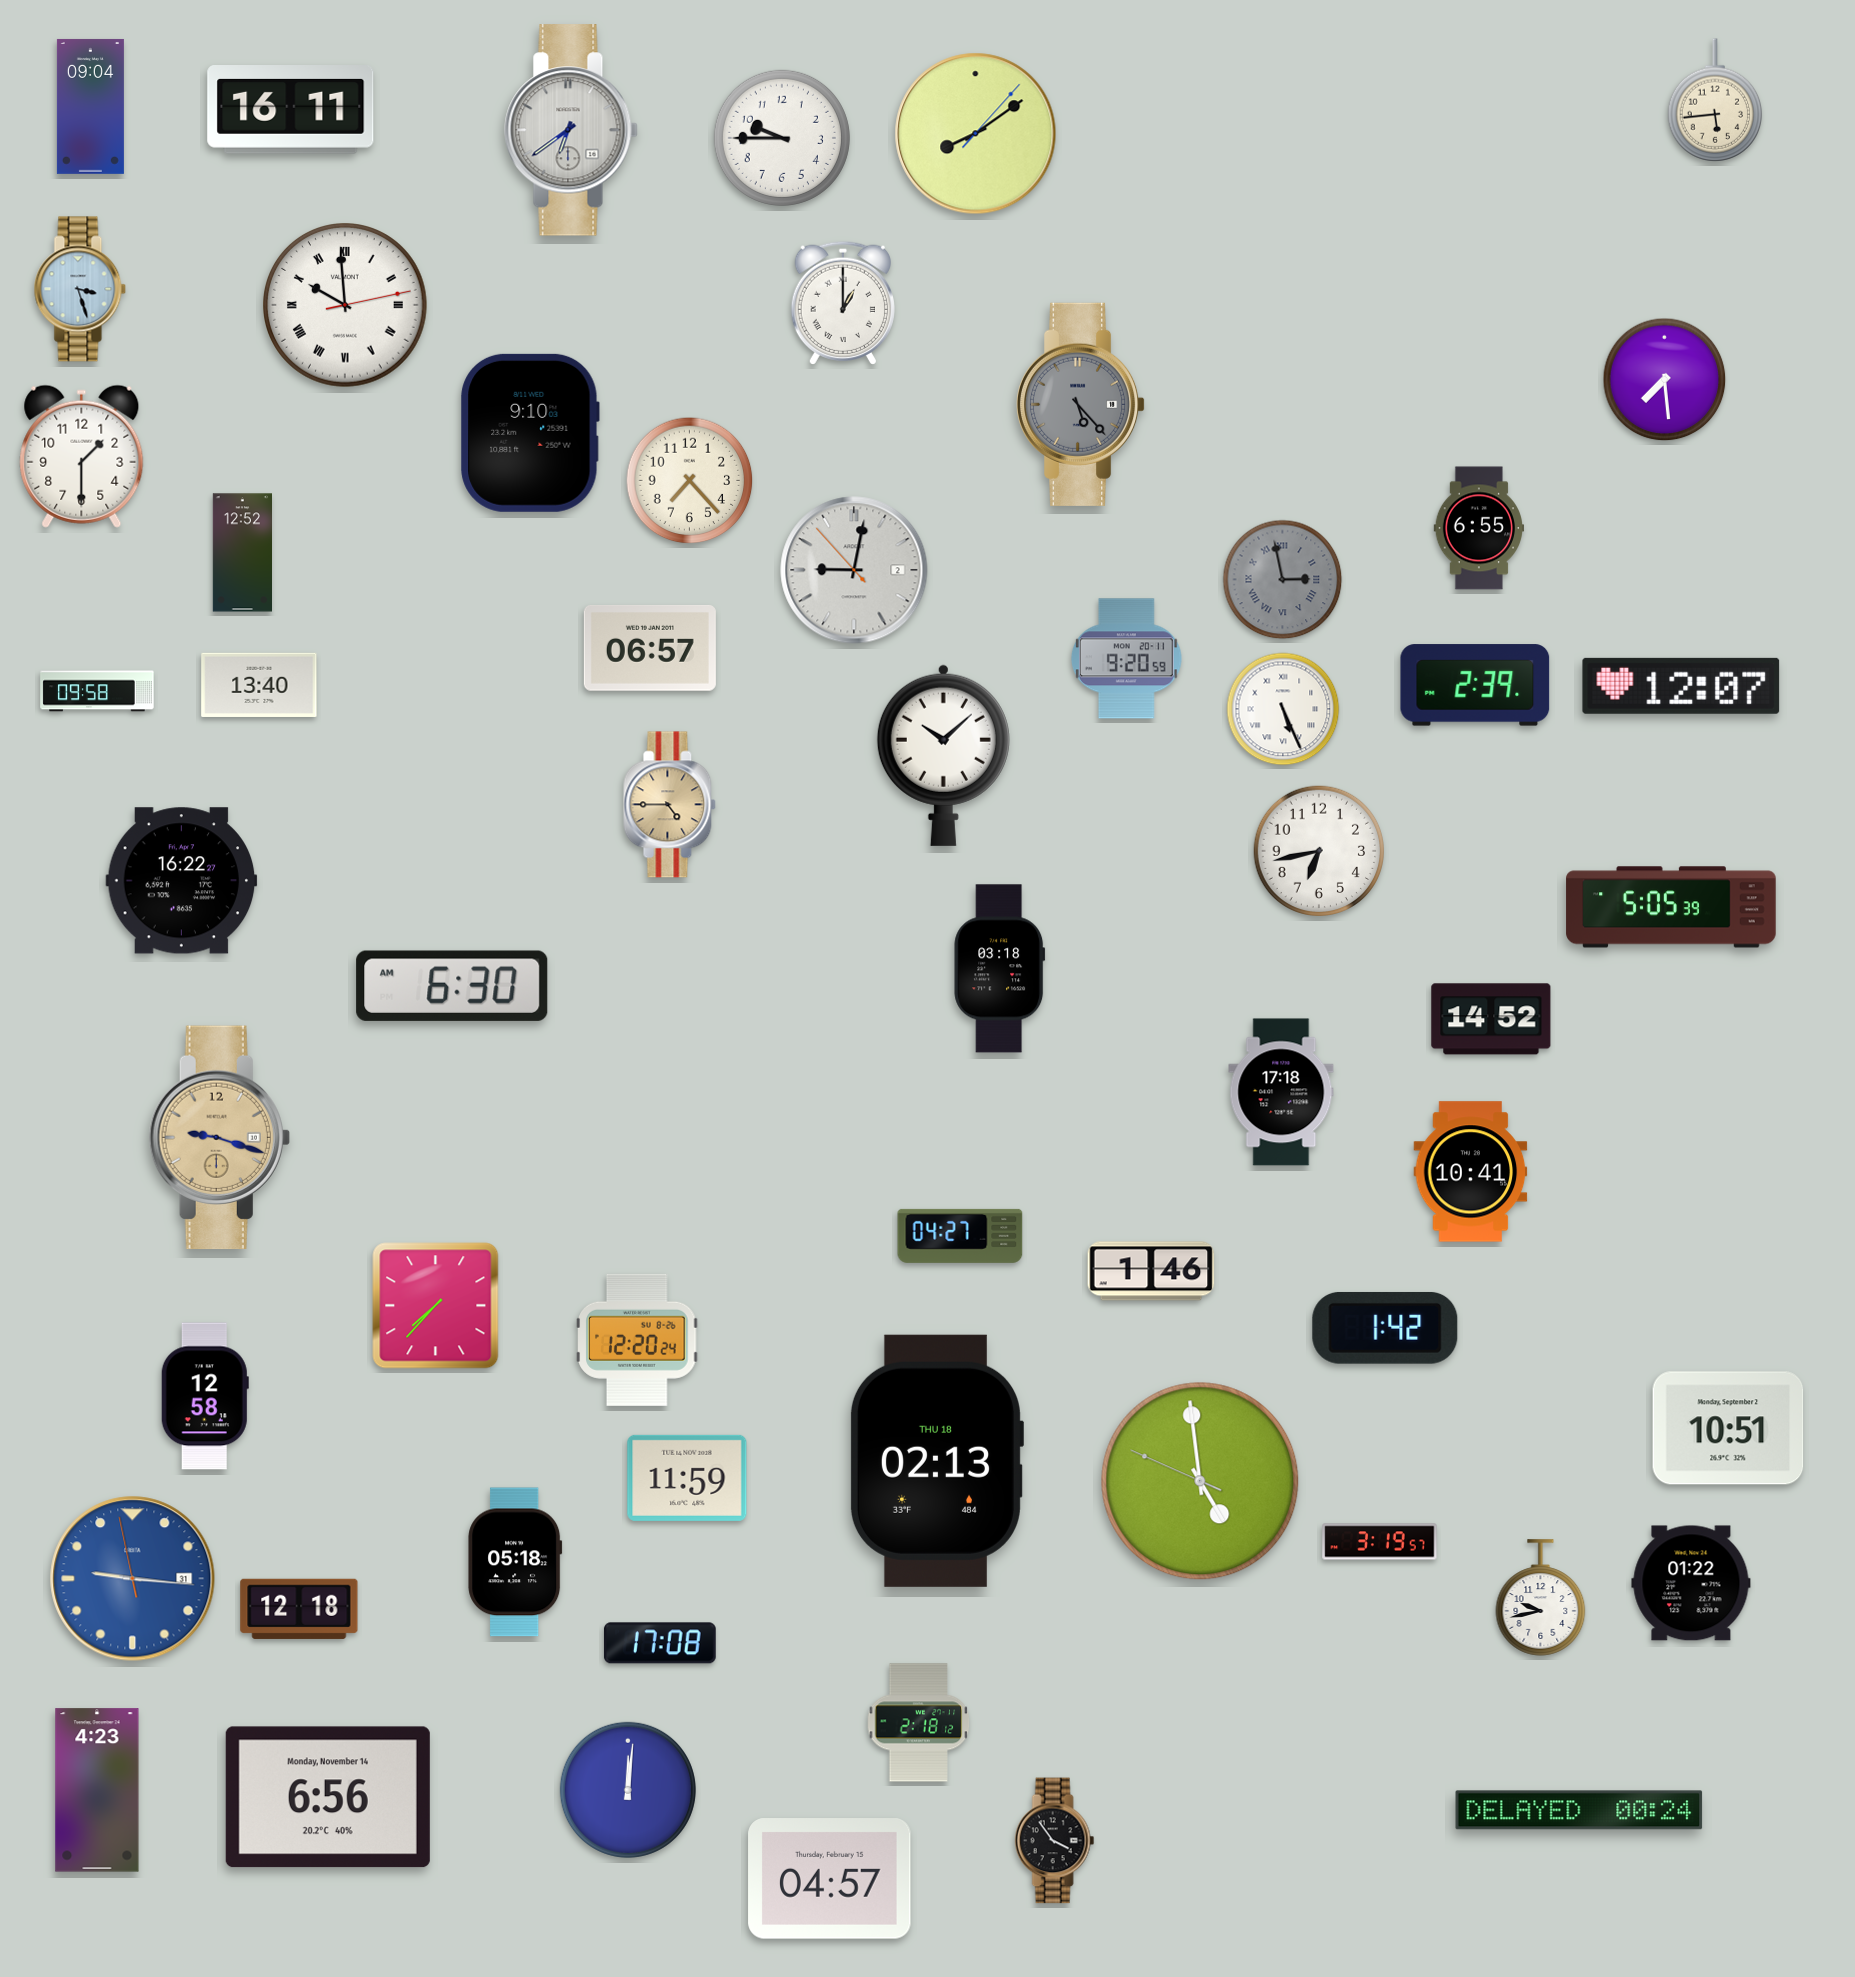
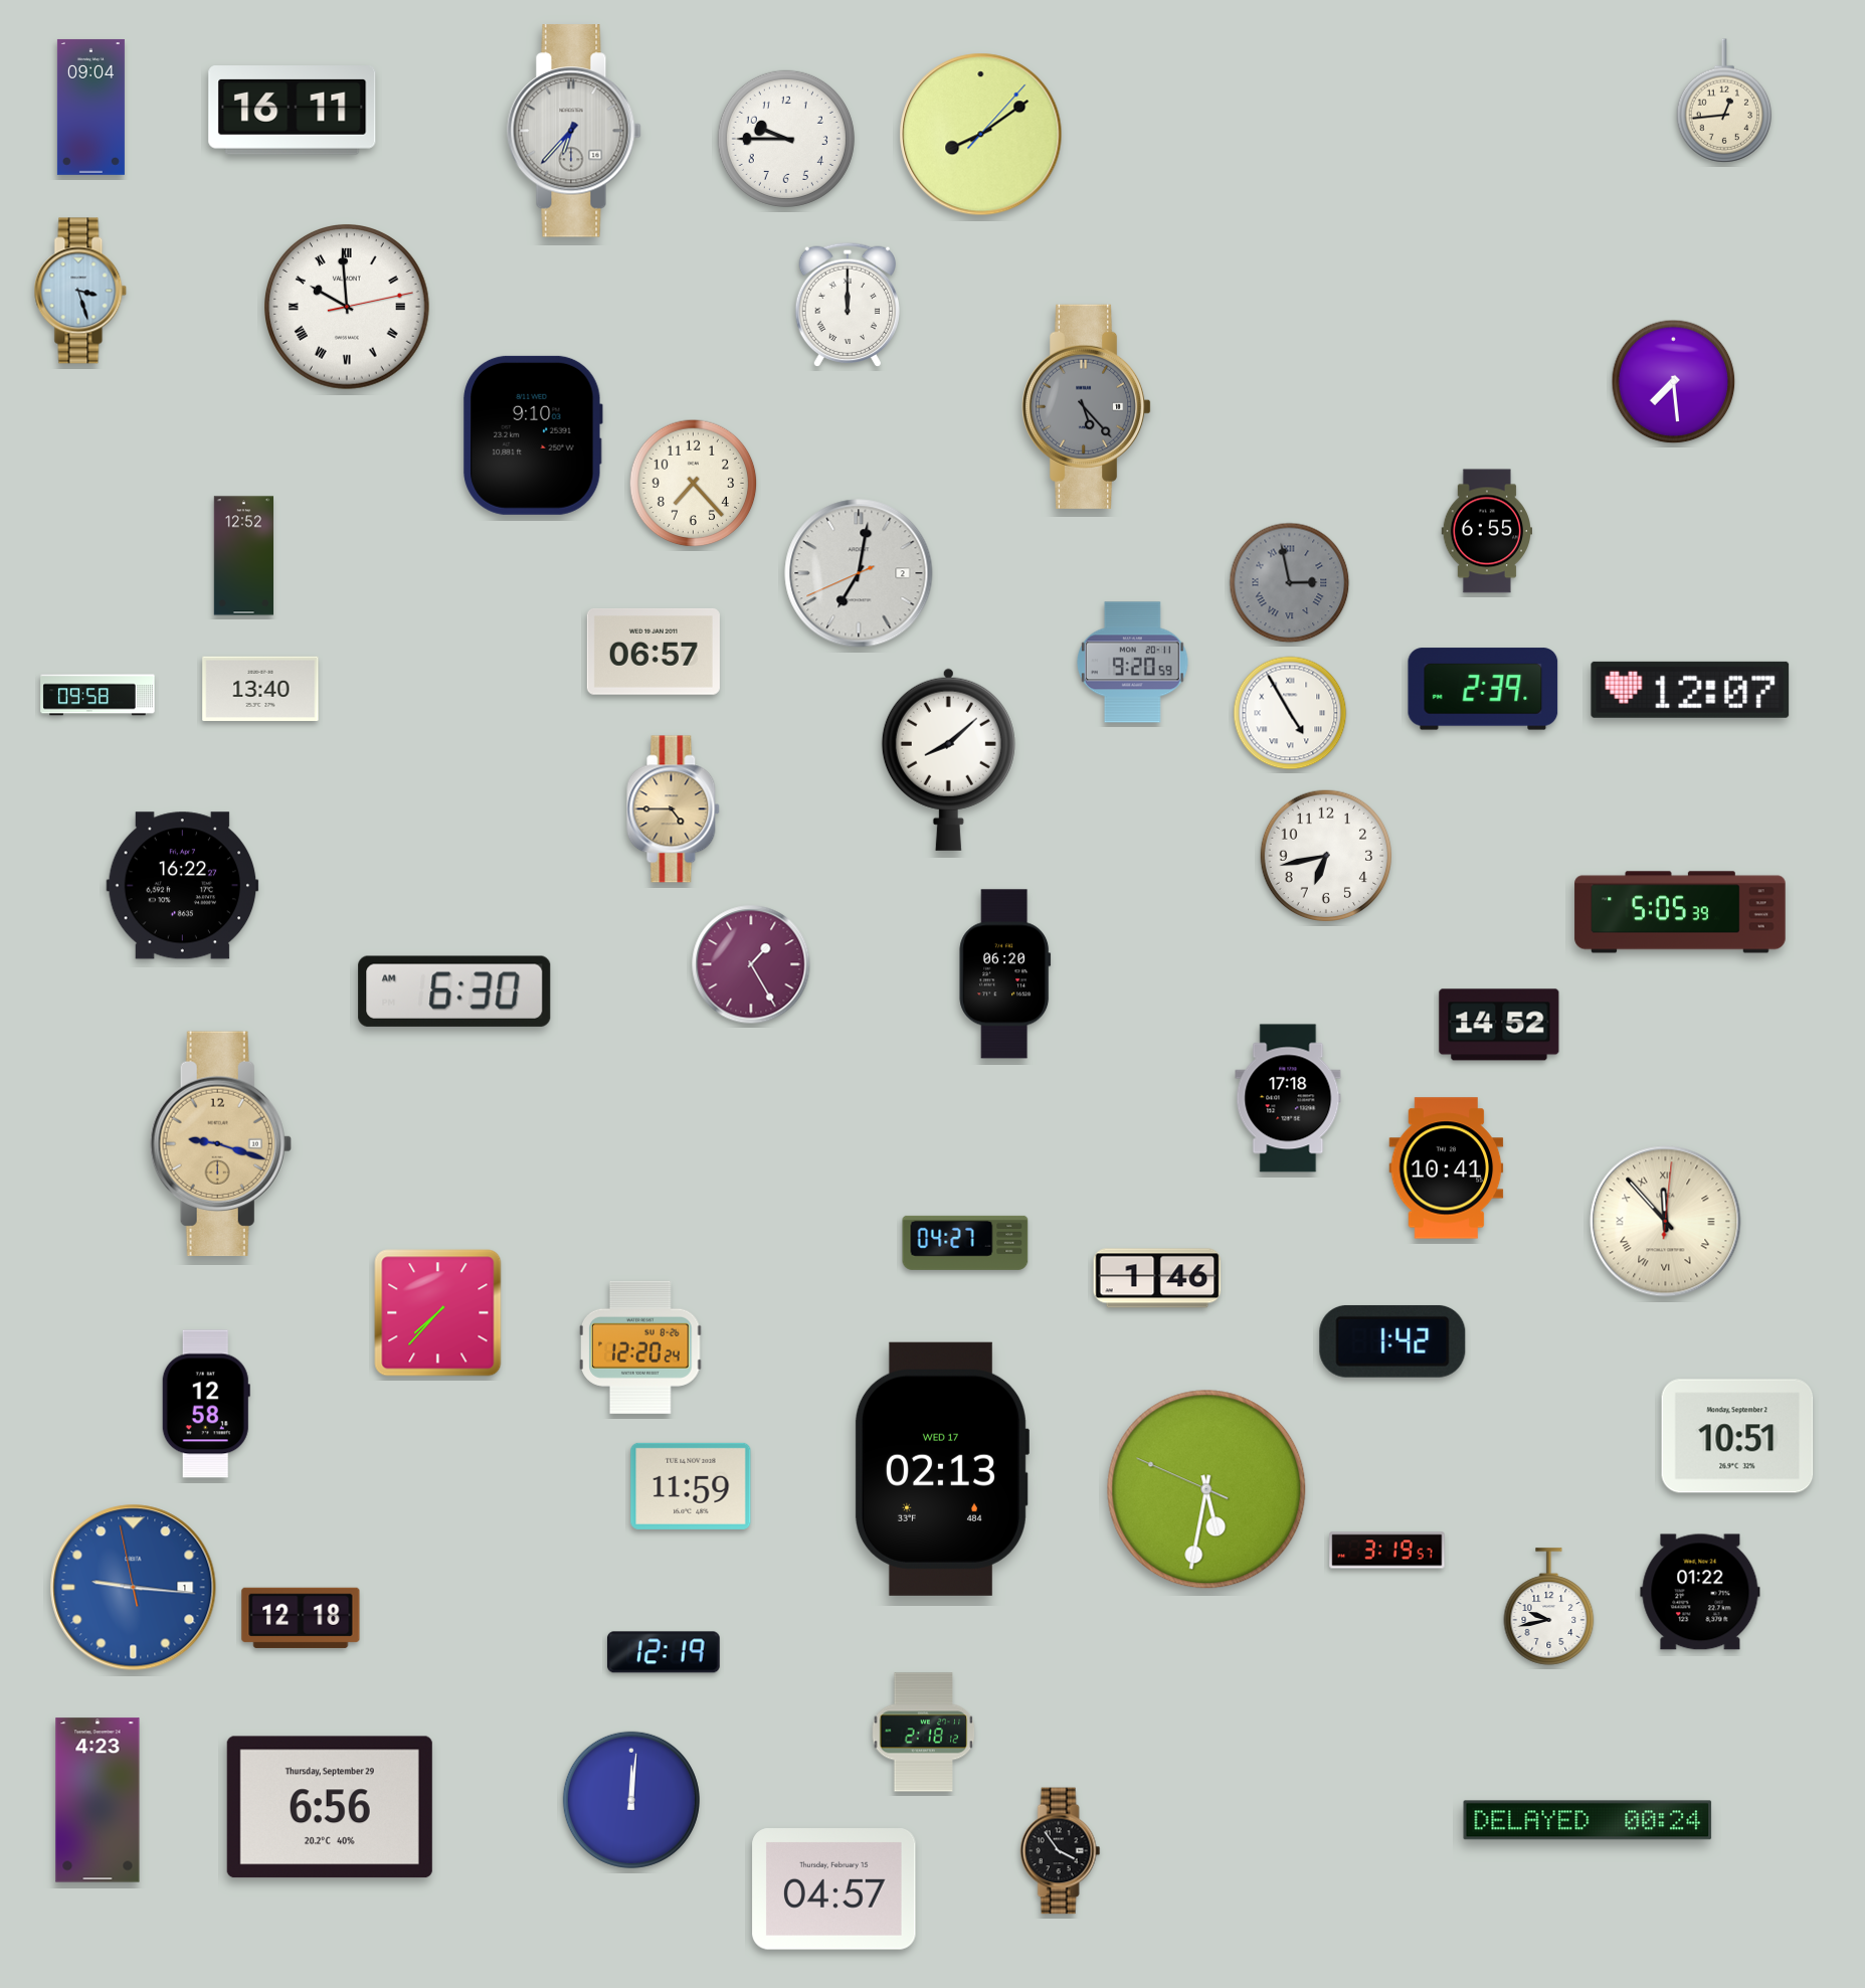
clock at (1715, 100): 5:44 -> 12:44
clock at (571, 130): 6:39 -> 6:37
clock at (842, 303): 1:00 -> 12:00
clock at (82, 456): 1:30 -> none
clock at (854, 570): 9:01 -> 7:01
clock at (1283, 709): 5:26 -> 4:55
clock at (943, 755): 10:08 -> 8:08
clock at (751, 964): none -> 1:25
clock at (1000, 969): 03:18 -> 06:20
clock at (1471, 1172) position: (1471, 1172) -> (1447, 1168)
clock at (1666, 1222): none -> 11:53
clock at (1385, 1328) position: (1385, 1328) -> (1392, 1341)
clock at (936, 1461) date: THU 18 -> WED 17
clock at (1200, 1481): 4:58 -> 5:31
clock at (515, 1562): 05:18 -> none
clock at (133, 1579) date: 31 -> 1
clock at (660, 1643): 17:08 -> 12:19
clock at (328, 1797) date: Monday, November 14 -> Thursday, September 29
